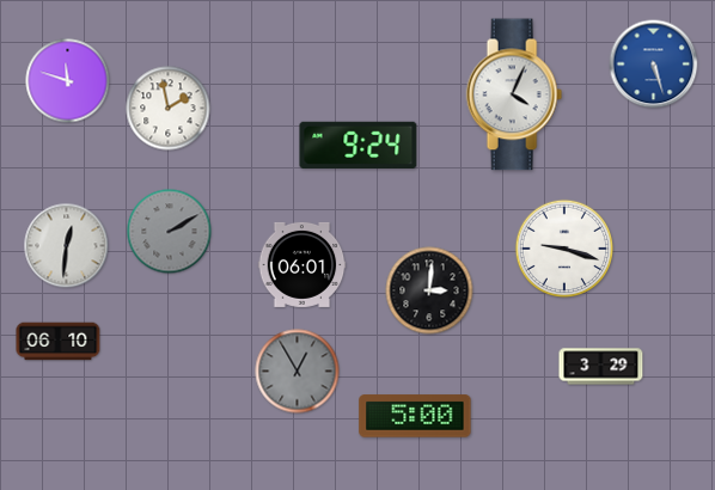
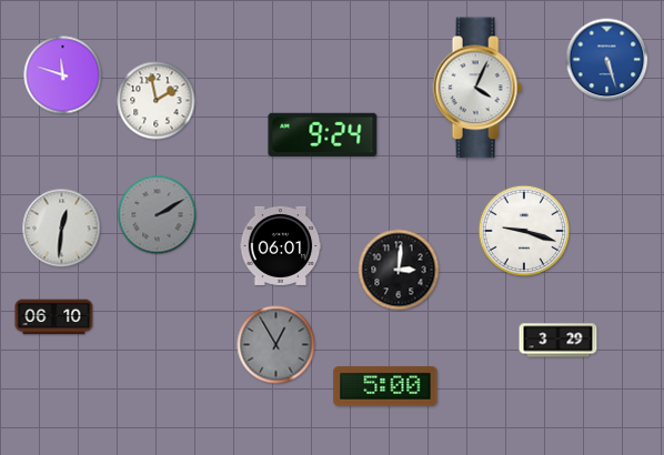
clock at (359, 145) position: (359, 145) -> (323, 134)
